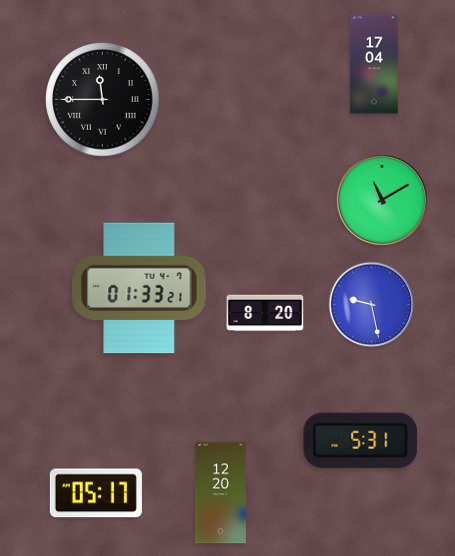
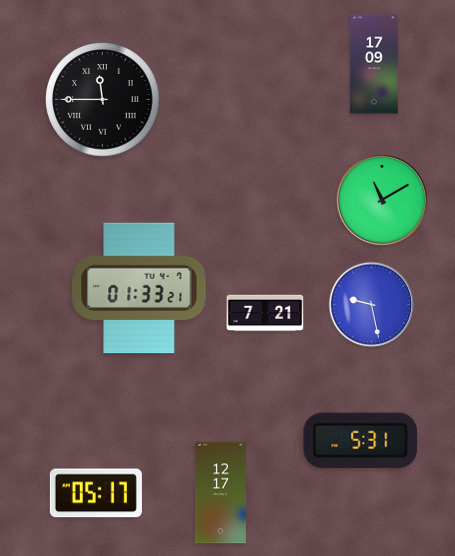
clock at (374, 64): 17:04 -> 17:09
clock at (265, 313): 8:20 -> 7:21
clock at (220, 493): 12:20 -> 12:17
